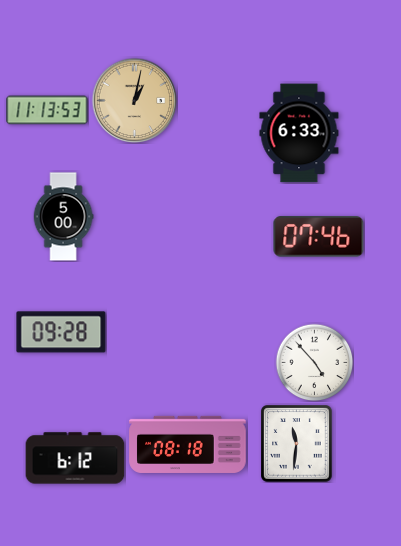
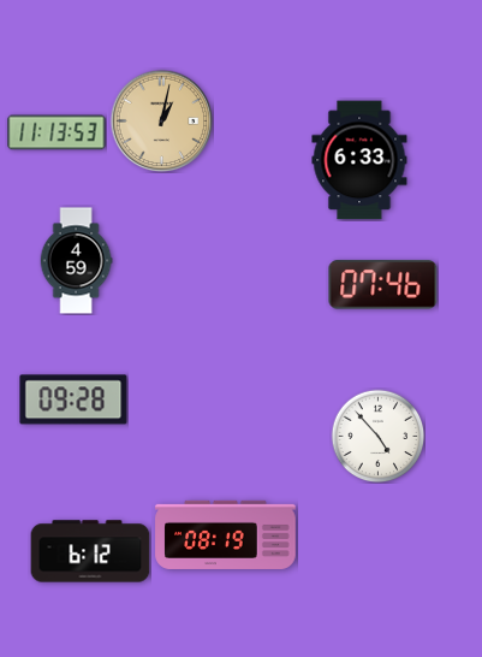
clock at (63, 217): 5:00 -> 4:59
clock at (188, 444): 08:18 -> 08:19
clock at (297, 444): 11:31 -> none
